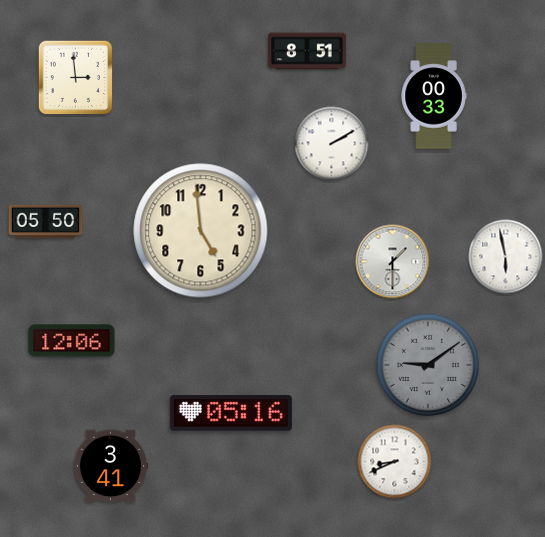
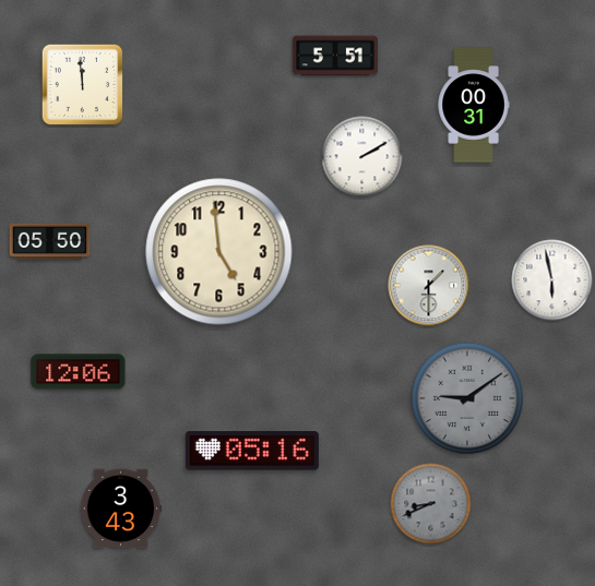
clock at (307, 51): 8:51 -> 5:51
clock at (76, 78): 2:59 -> 11:59
clock at (434, 96): 00:33 -> 00:31
clock at (395, 462) dial: white -> grey
clock at (111, 466): 3:41 -> 3:43
